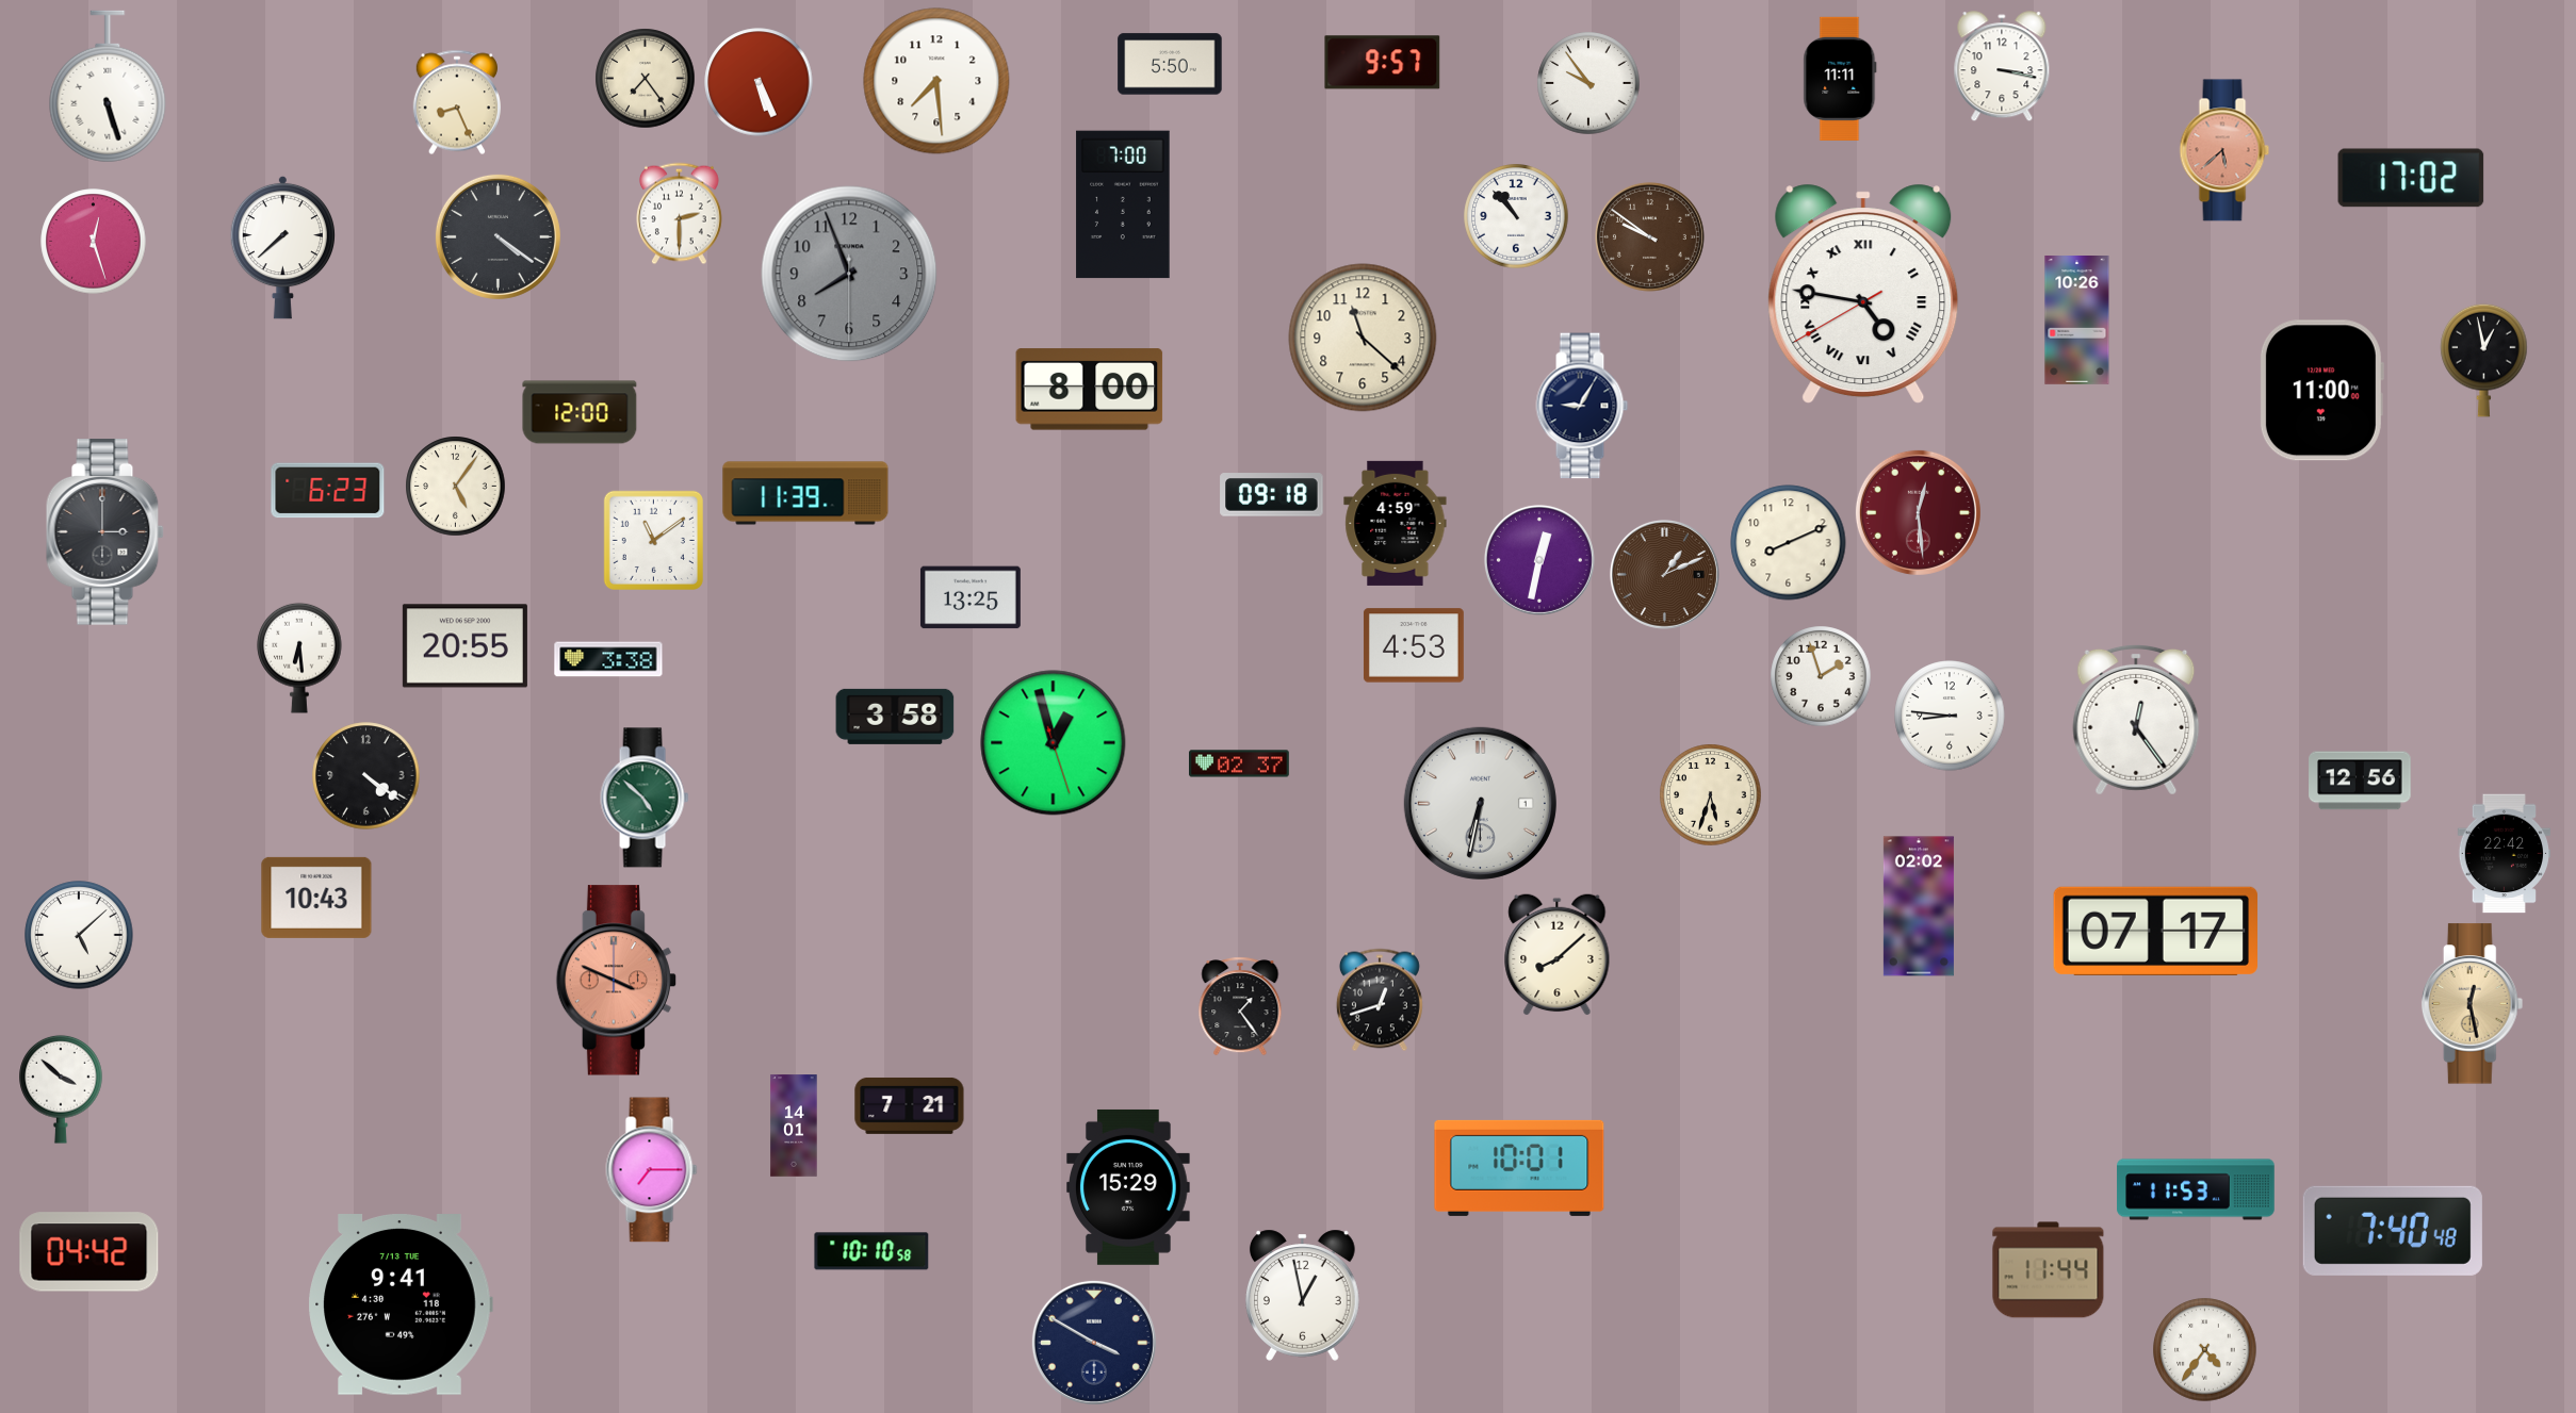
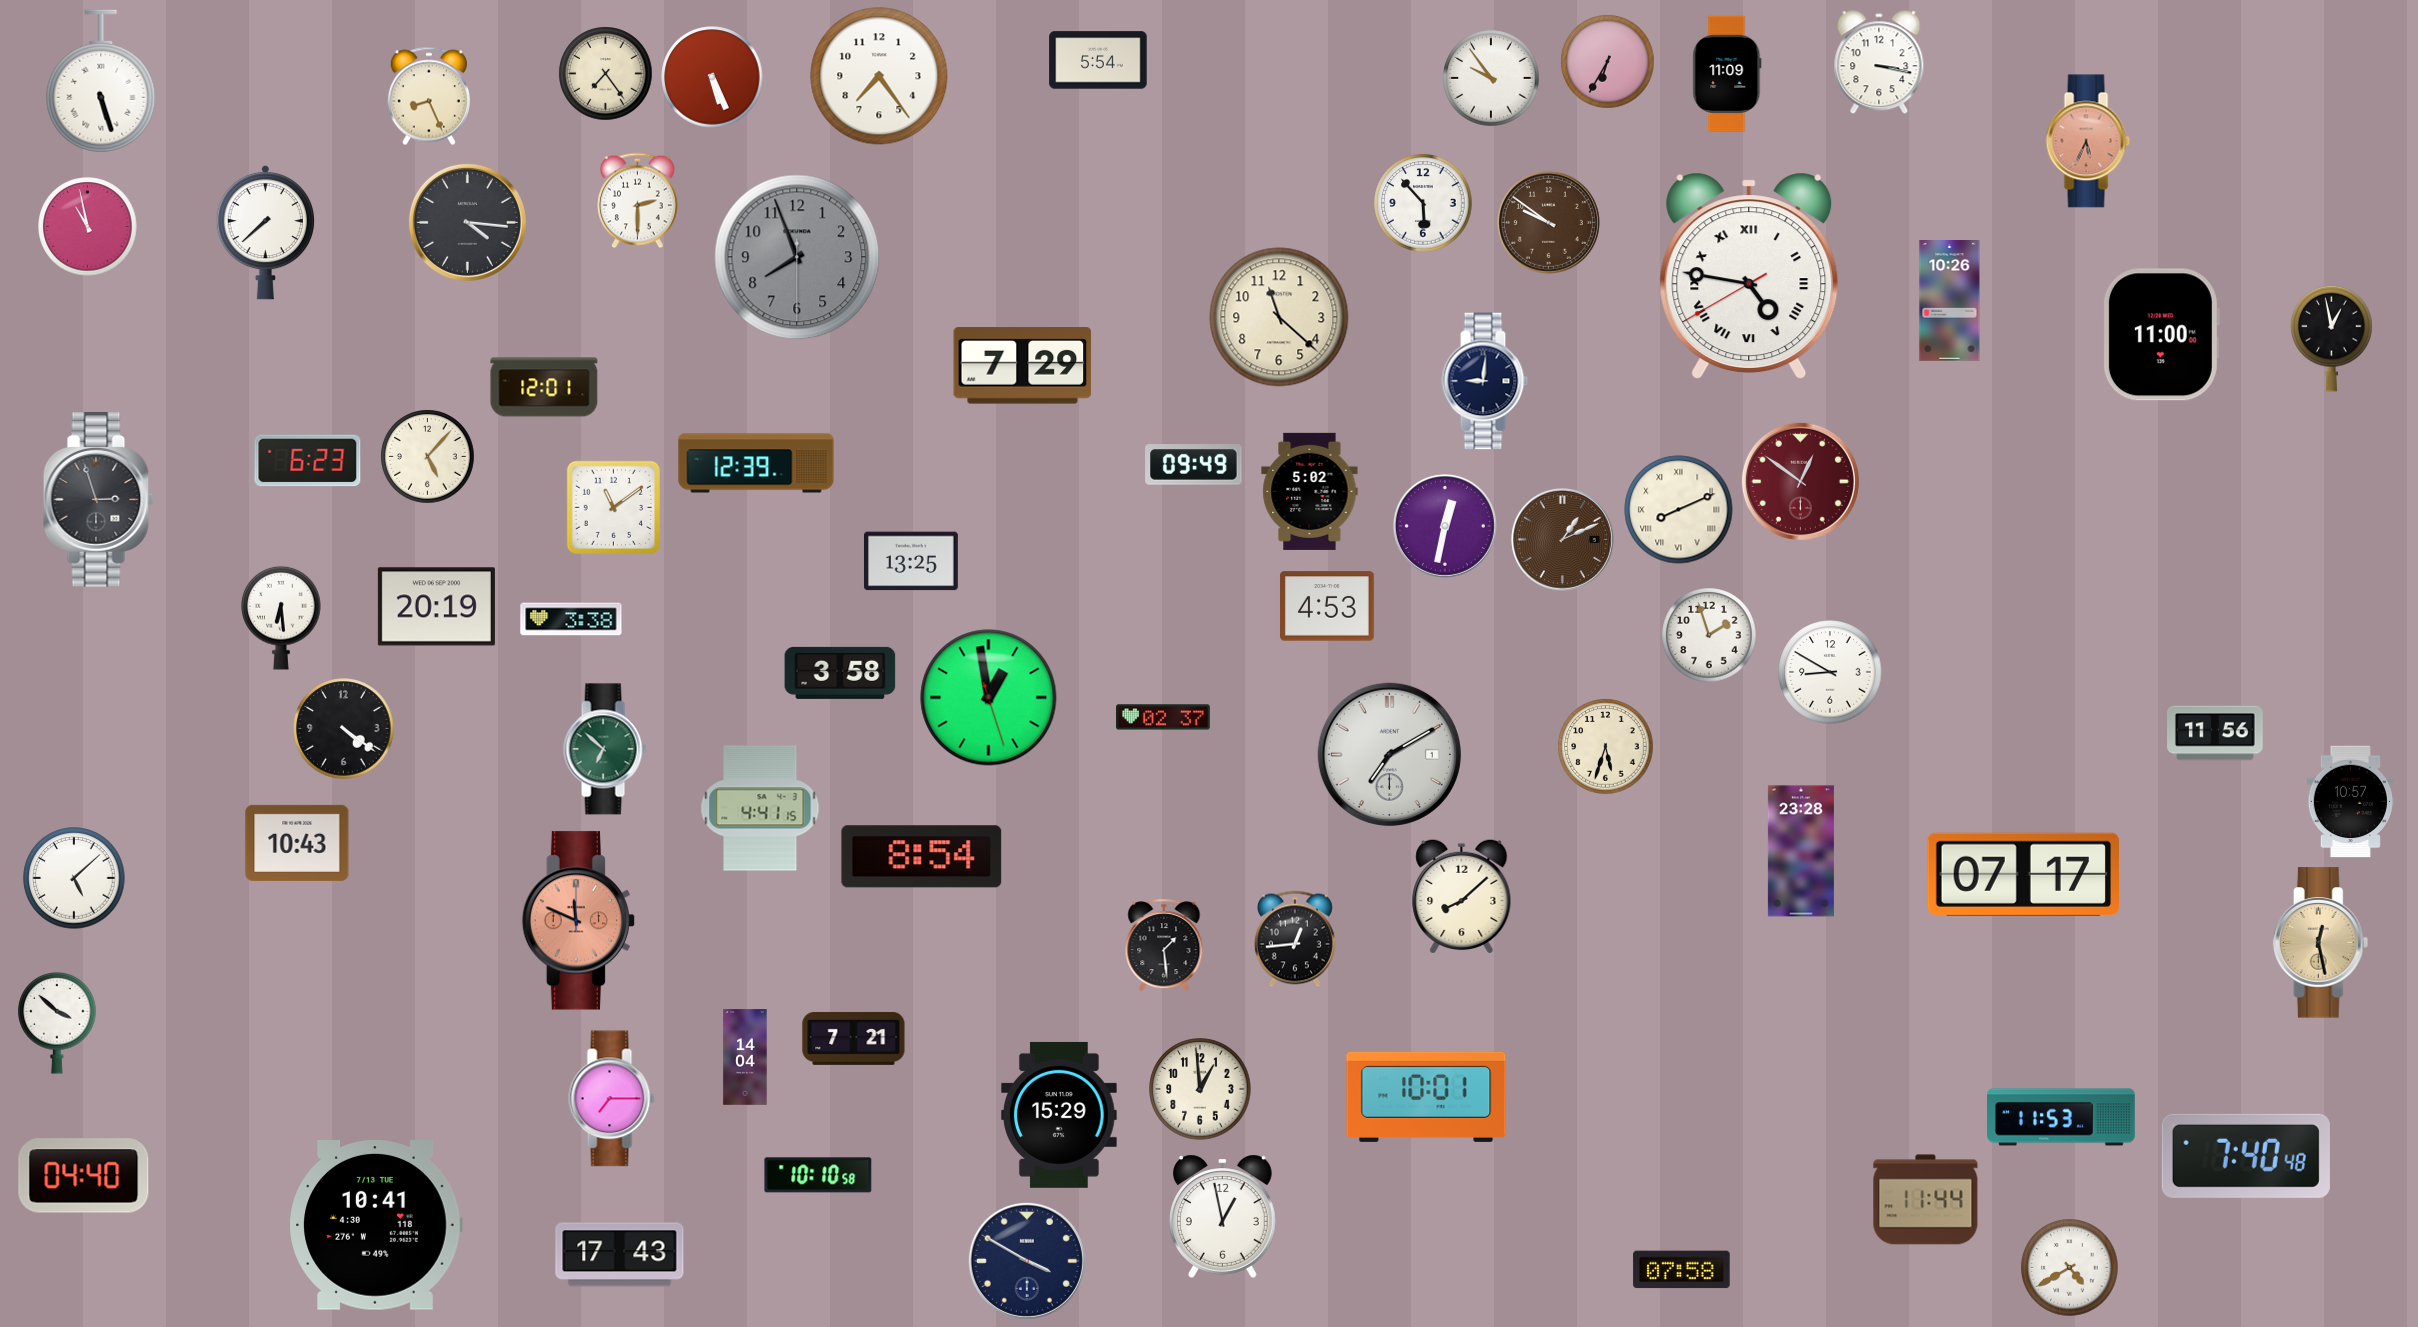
clock at (1383, 63): 9:57 -> none
clock at (1170, 64): 5:50 -> 5:54
clock at (1608, 62): none -> 6:35
clock at (1840, 79): 11:11 -> 11:09
clock at (936, 81): 7:29 -> 7:24
clock at (2224, 150): 5:38 -> 5:34
clock at (2411, 178): 17:02 -> none
clock at (1123, 204): 7:00 -> none
clock at (1516, 216): 10:53 -> 5:53
clock at (498, 236): 4:21 -> 4:16
clock at (94, 242): 12:27 -> 10:58
clock at (1090, 390): 8:00 -> 7:29
clock at (2321, 391) position: (2321, 391) -> (2161, 335)
clock at (1582, 406): 9:05 -> 9:01
clock at (580, 412): 12:00 -> 12:01
clock at (456, 487): 5:06 -> 5:07
clock at (805, 493): 11:39 -> 12:39
clock at (1272, 495): 09:18 -> 09:49
clock at (1918, 512): 12:29 -> 12:51
clock at (1396, 523): 4:59 -> 5:02
clock at (104, 532): 3:00 -> 2:57
clock at (1789, 543) numerals: Arabic -> Roman
clock at (464, 646): 20:55 -> 20:19
clock at (1950, 716): 8:46 -> 8:50
clock at (2136, 720): 12:24 -> none
clock at (1054, 743): 12:57 -> 12:58
clock at (2360, 781): 12:56 -> 11:56
clock at (645, 798): 4:52 -> 6:52
clock at (1480, 803): 6:32 -> 7:10
clock at (2504, 854): 22:42 -> 10:57
clock at (760, 808): none -> 4:41
clock at (1919, 906): 02:02 -> 23:28
clock at (922, 857): none -> 8:54
clock at (616, 981): 3:49 -> 11:49
clock at (1380, 1000): 12:42 -> 12:44
clock at (1240, 1006): 1:24 -> 1:29
clock at (794, 1126): 14:01 -> 14:04
clock at (1200, 1089): none -> 12:59
clock at (89, 1252): 04:42 -> 04:40
clock at (2049, 1270) position: (2049, 1270) -> (1926, 1200)
clock at (401, 1305): 9:41 -> 10:41
clock at (620, 1255): none -> 17:43
clock at (2205, 1350): 4:36 -> 4:40
clock at (1682, 1270): none -> 07:58
